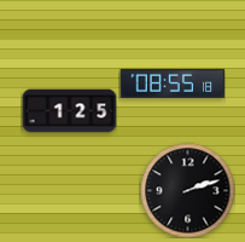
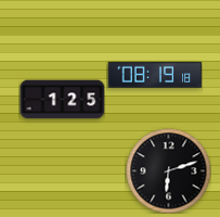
clock at (173, 83): 08:55 -> 08:19
clock at (187, 190): 2:12 -> 6:12
